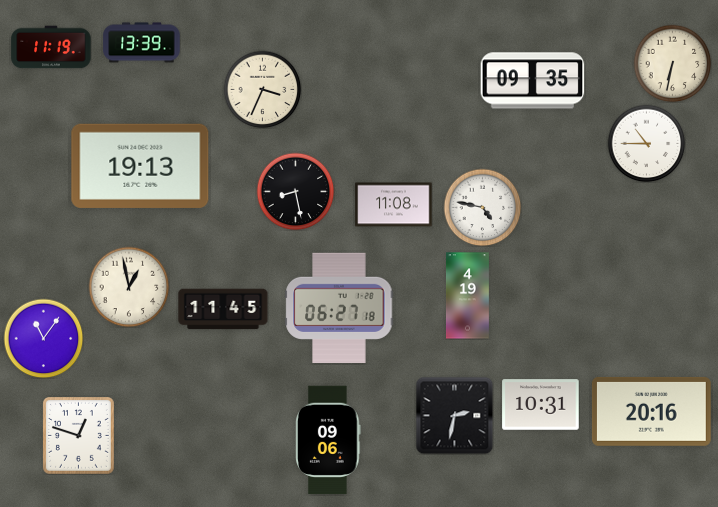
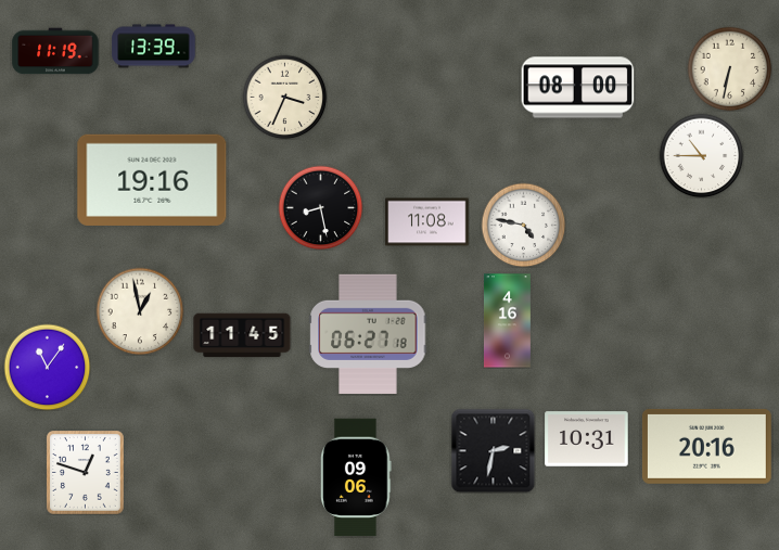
clock at (533, 81): 09:35 -> 08:00
clock at (140, 166): 19:13 -> 19:16
clock at (467, 296): 4:19 -> 4:16
